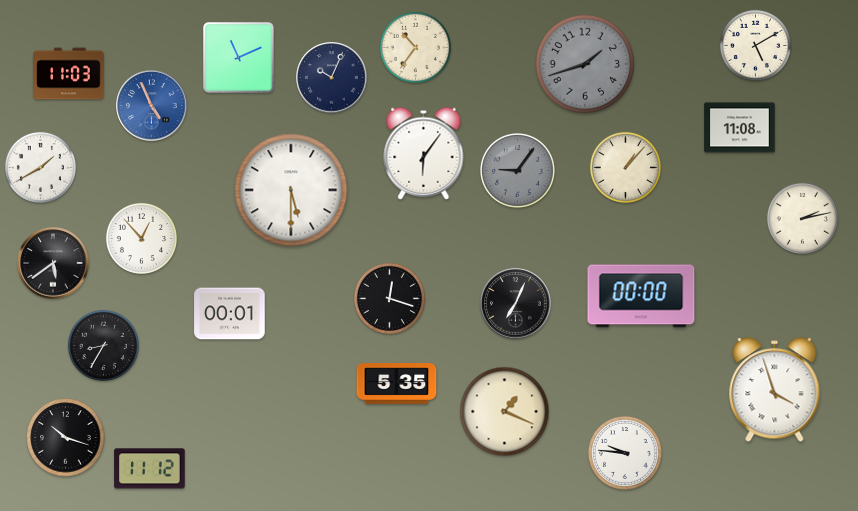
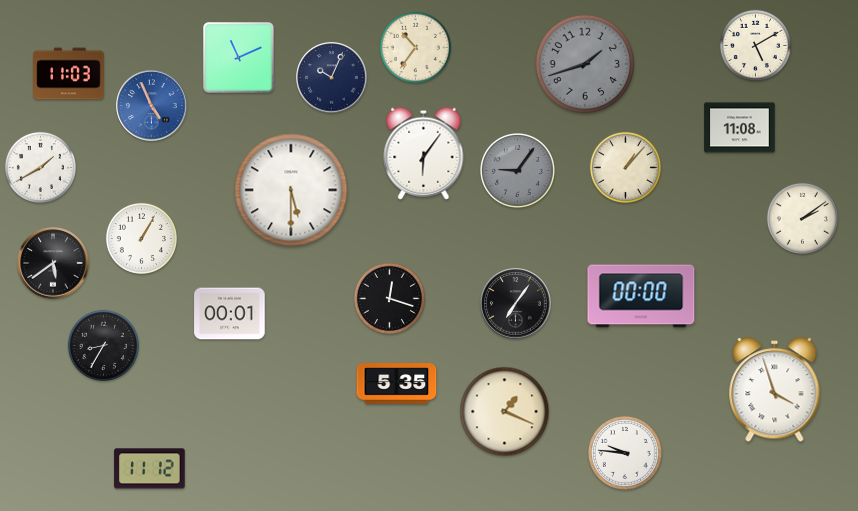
clock at (802, 218): 2:13 -> 2:09
clock at (141, 238): 12:53 -> 1:05
clock at (516, 304): 7:04 -> 7:06
clock at (66, 438): 10:18 -> none
